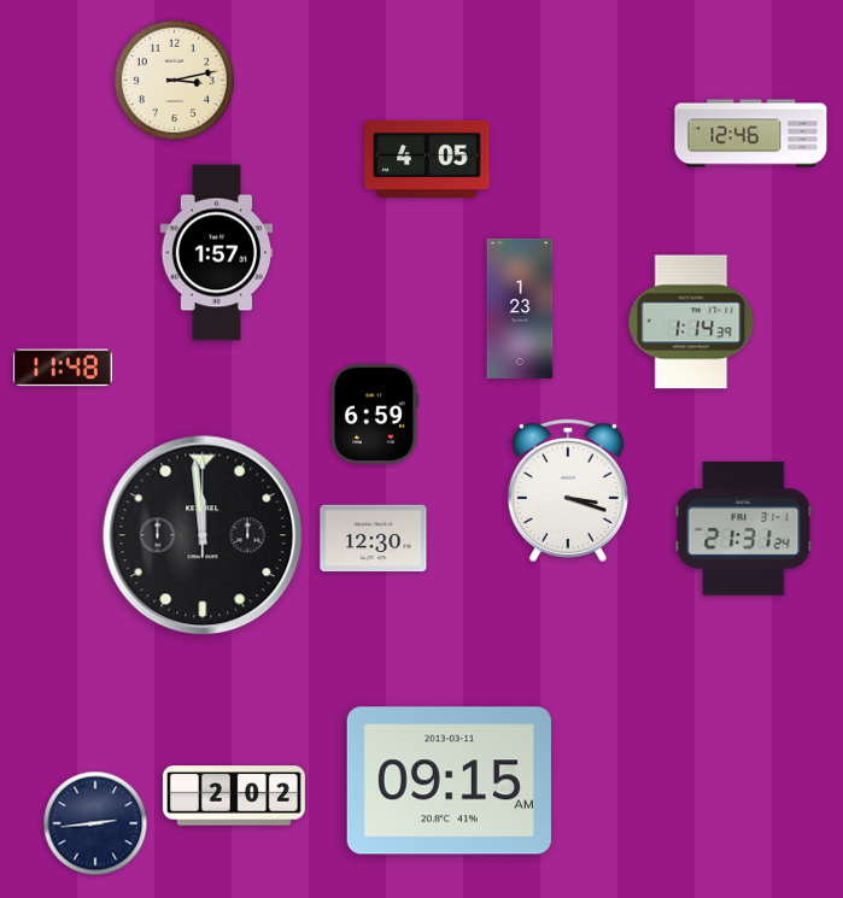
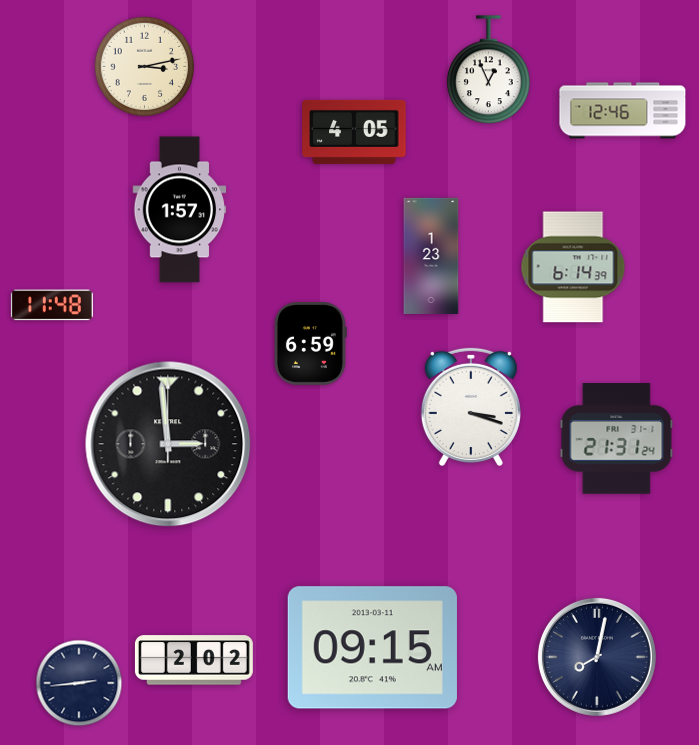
clock at (489, 70): none -> 12:56
clock at (691, 322): 1:14 -> 6:14
clock at (203, 535): 11:59 -> 2:59
clock at (374, 539): 12:30 -> none
clock at (597, 657): none -> 8:02
